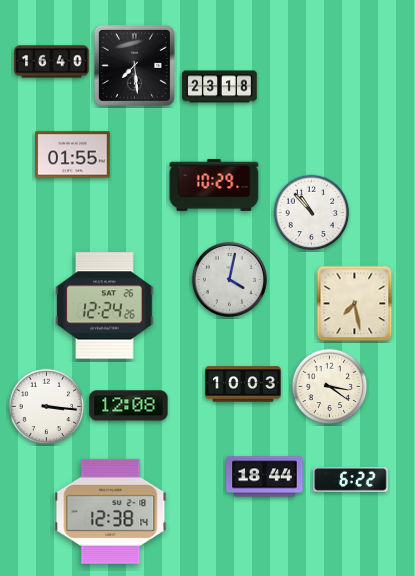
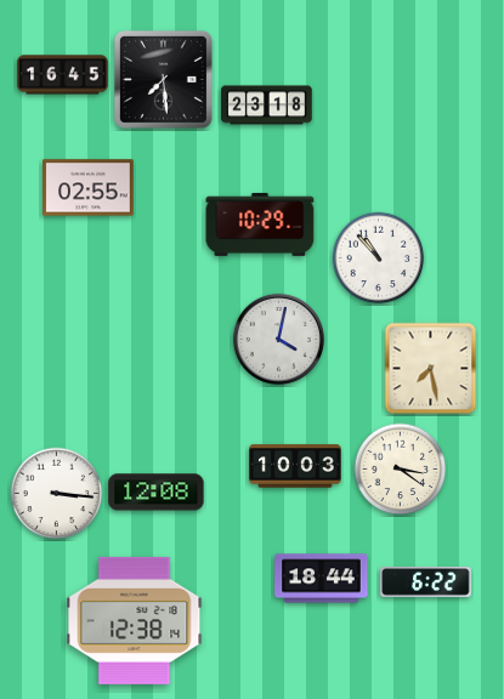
clock at (52, 62): 16:40 -> 16:45
clock at (73, 155): 01:55 -> 02:55
clock at (105, 306): 12:24 -> none
